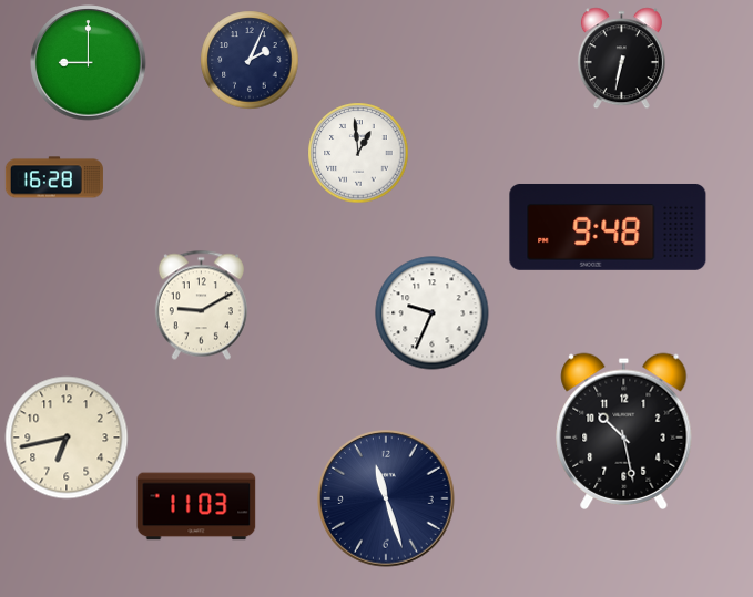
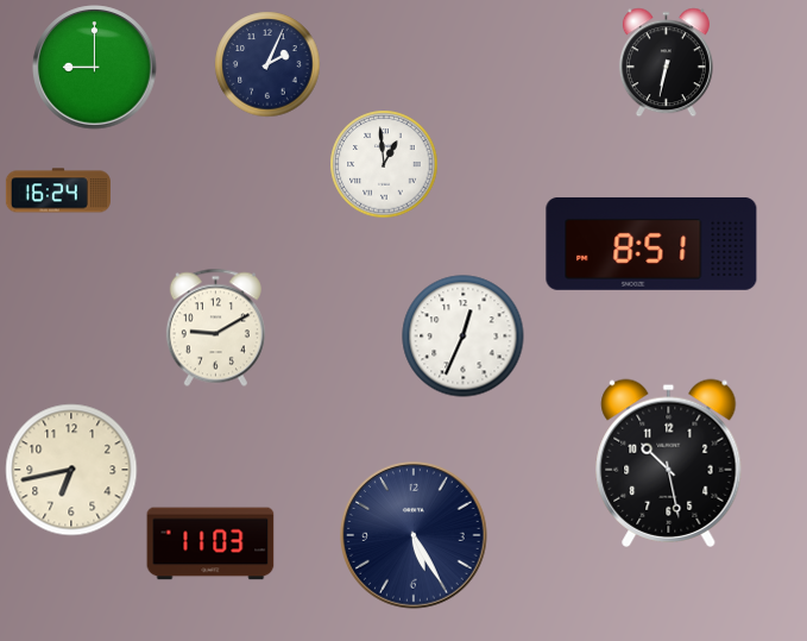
clock at (54, 177): 16:28 -> 16:24
clock at (608, 227): 9:48 -> 8:51
clock at (433, 313): 9:34 -> 12:34
clock at (387, 500): 11:27 -> 5:25
